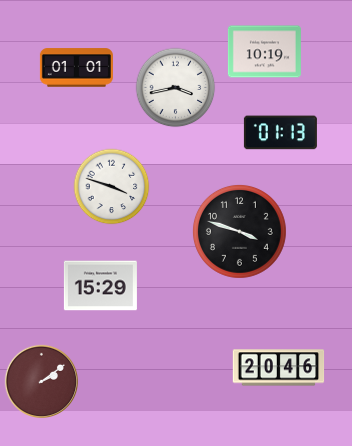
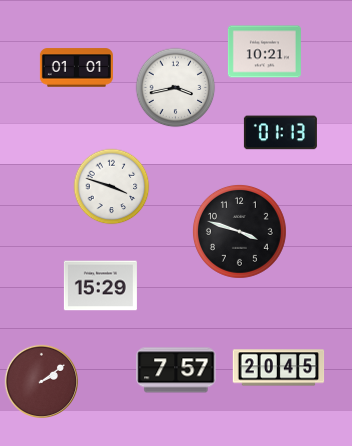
clock at (264, 52): 10:19 -> 10:21
clock at (279, 368): 20:46 -> 20:45
clock at (176, 370): none -> 7:57
